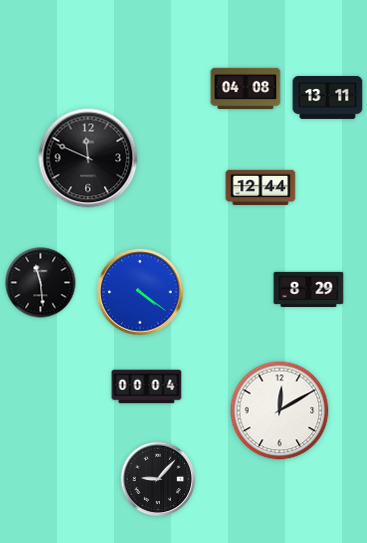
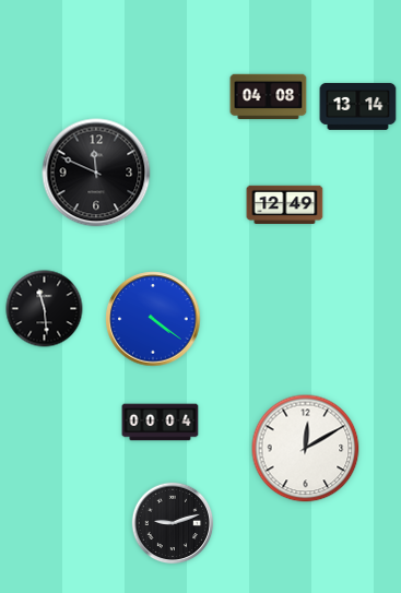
clock at (328, 97): 13:11 -> 13:14
clock at (261, 187): 12:44 -> 12:49
clock at (309, 289): 8:29 -> none
clock at (158, 479): 9:07 -> 9:12
